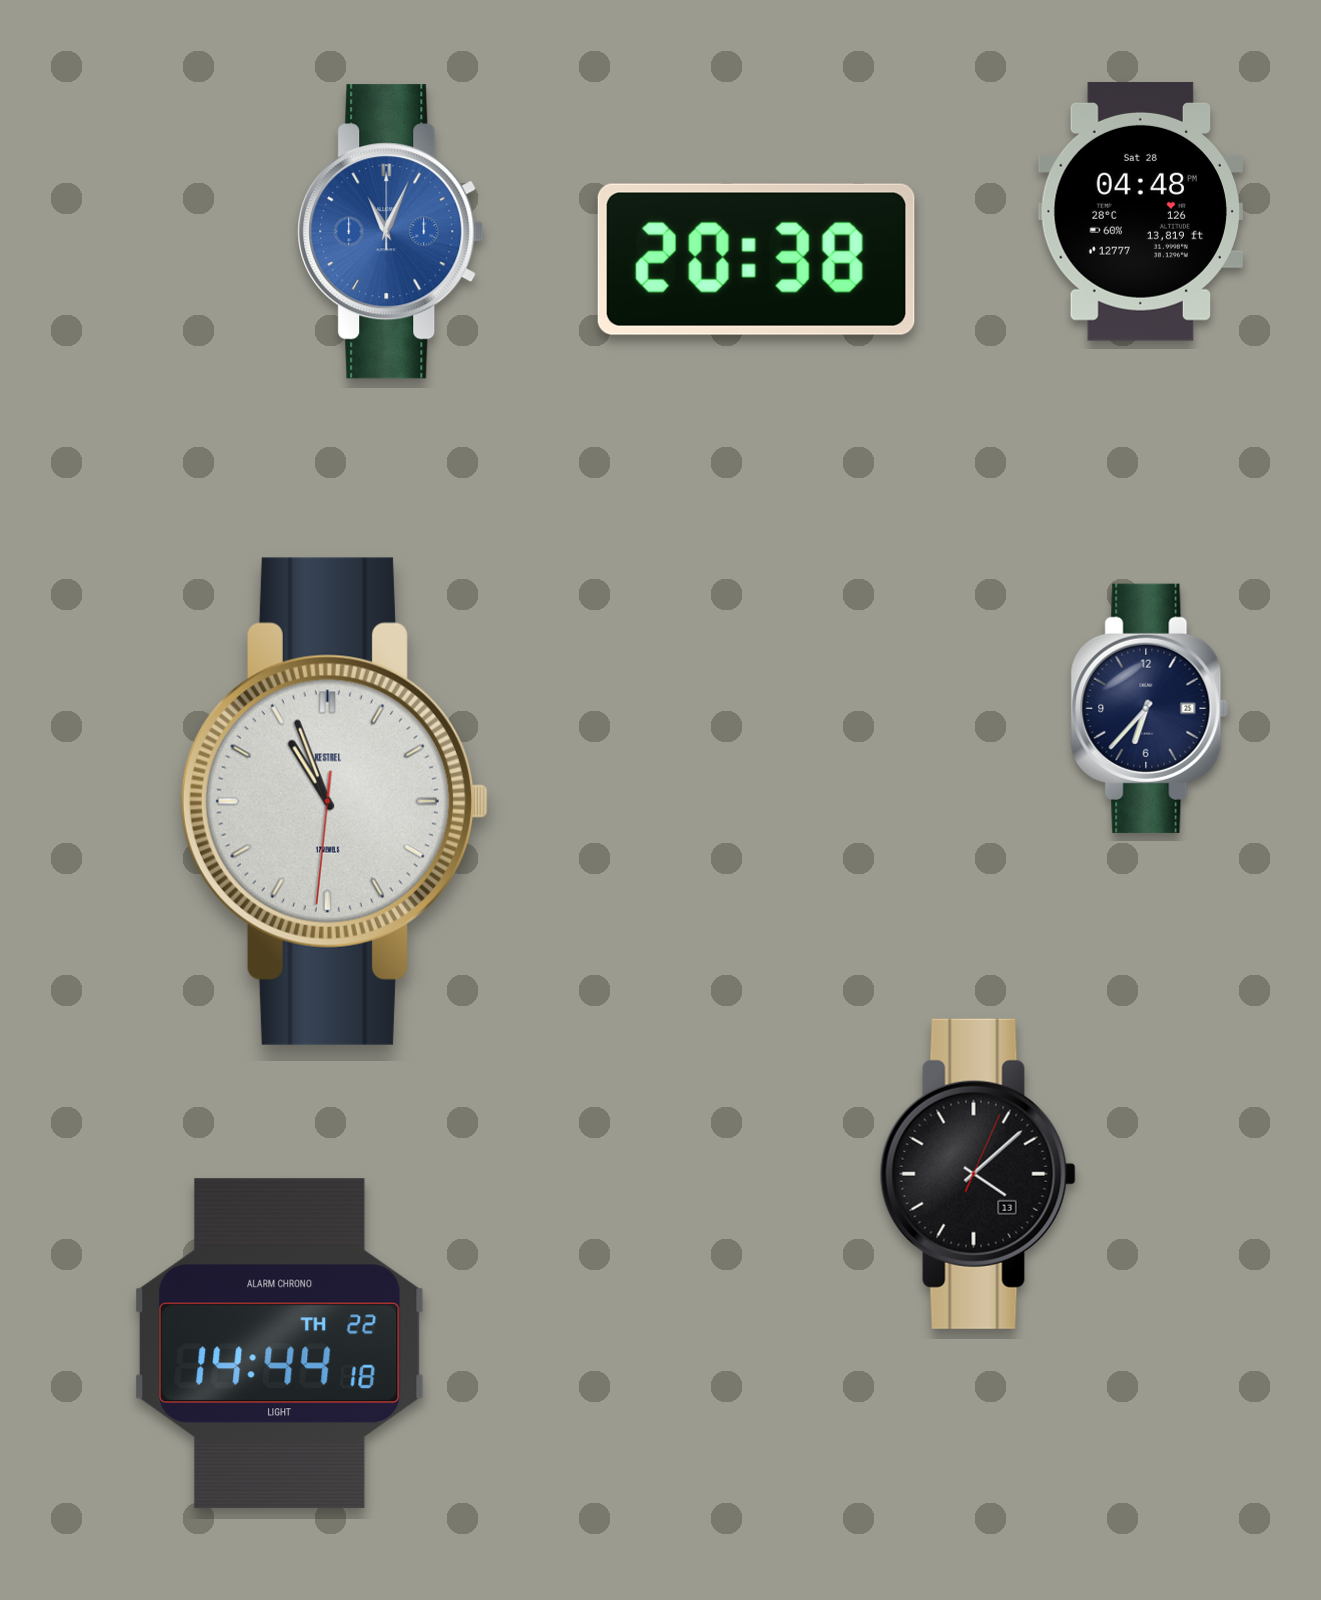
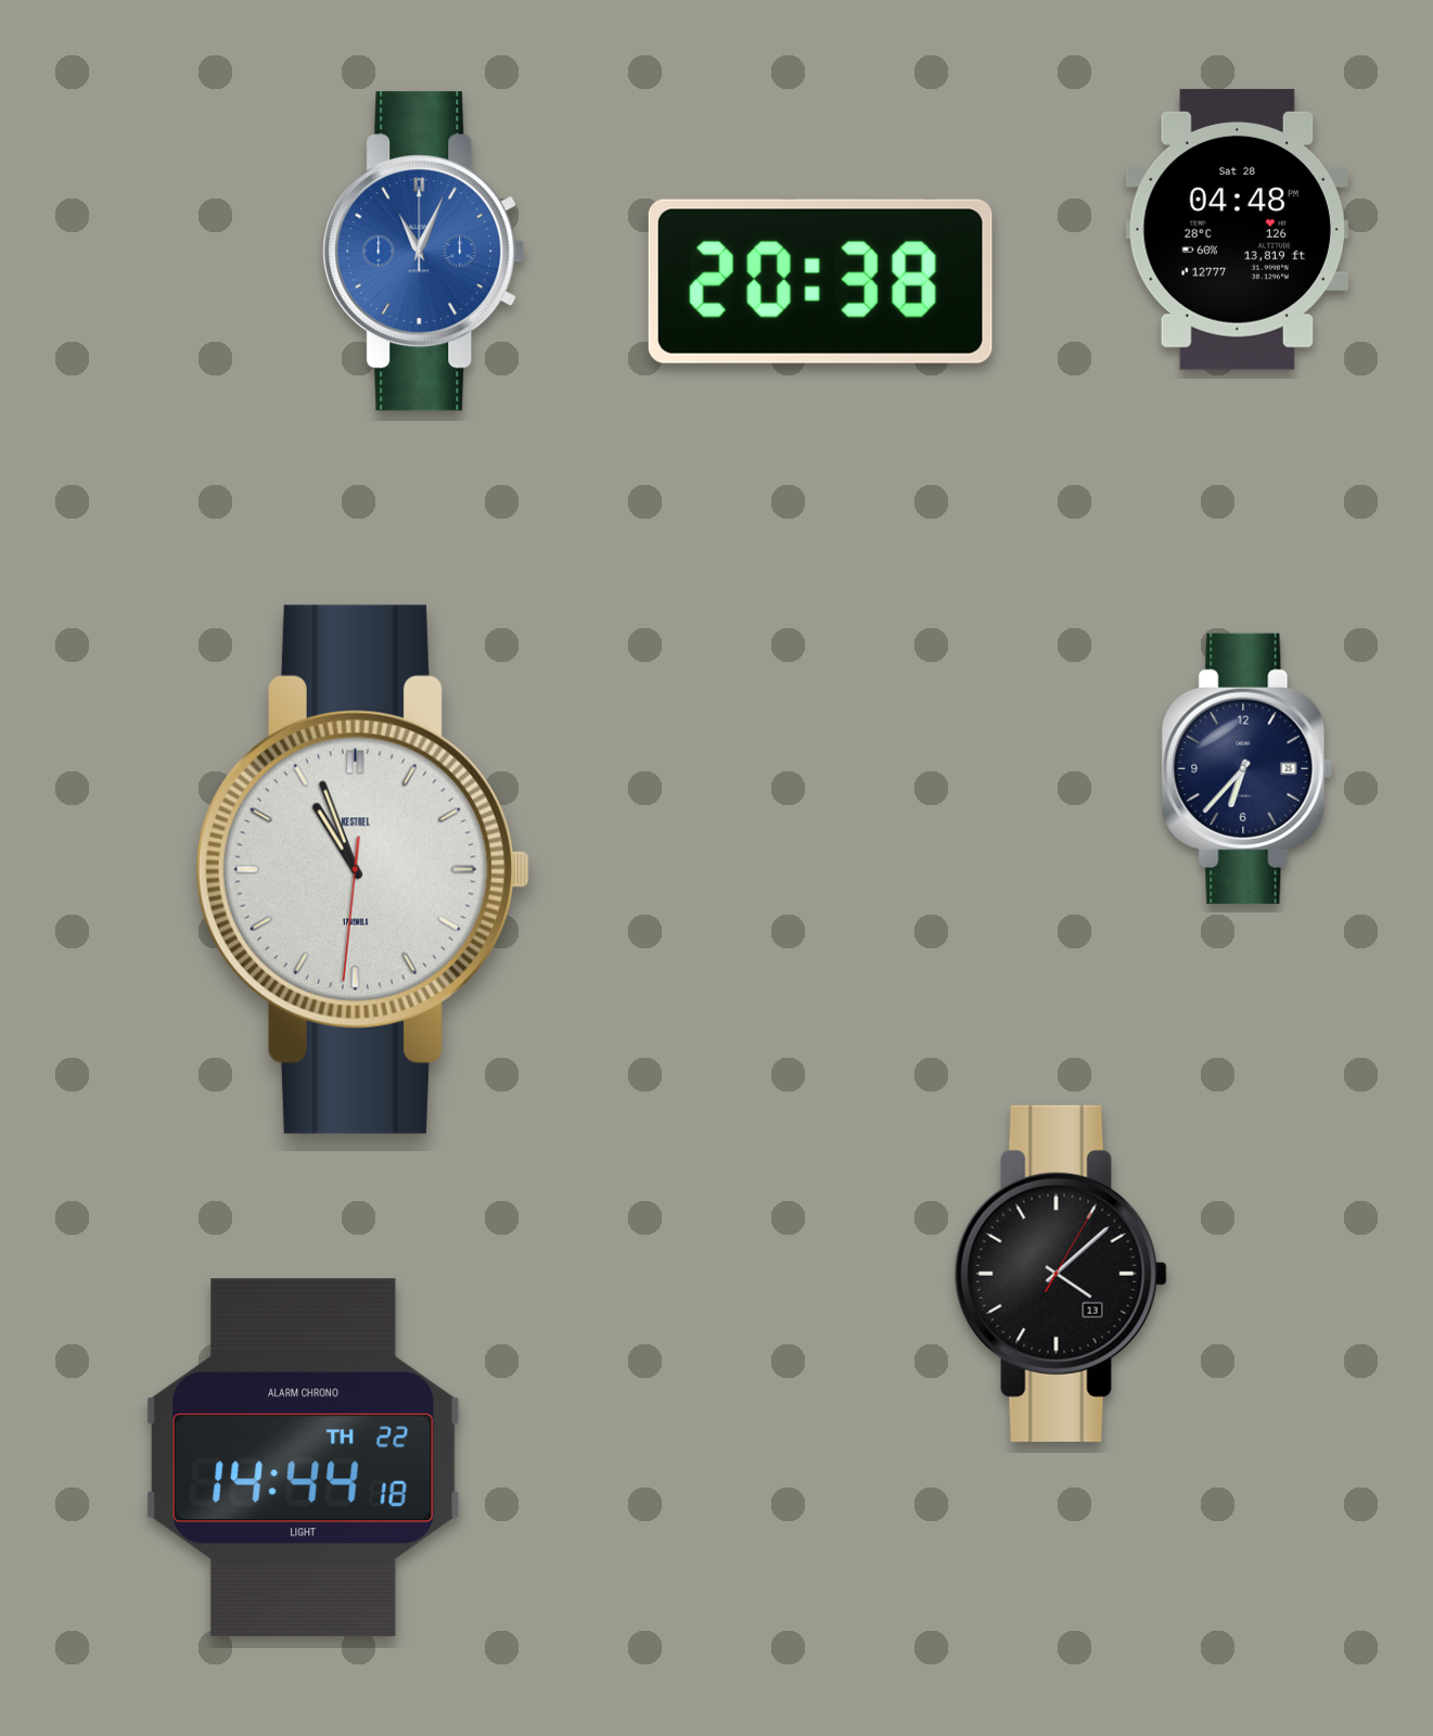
clock at (978, 1174): 4:08:04 -> 4:08:05
